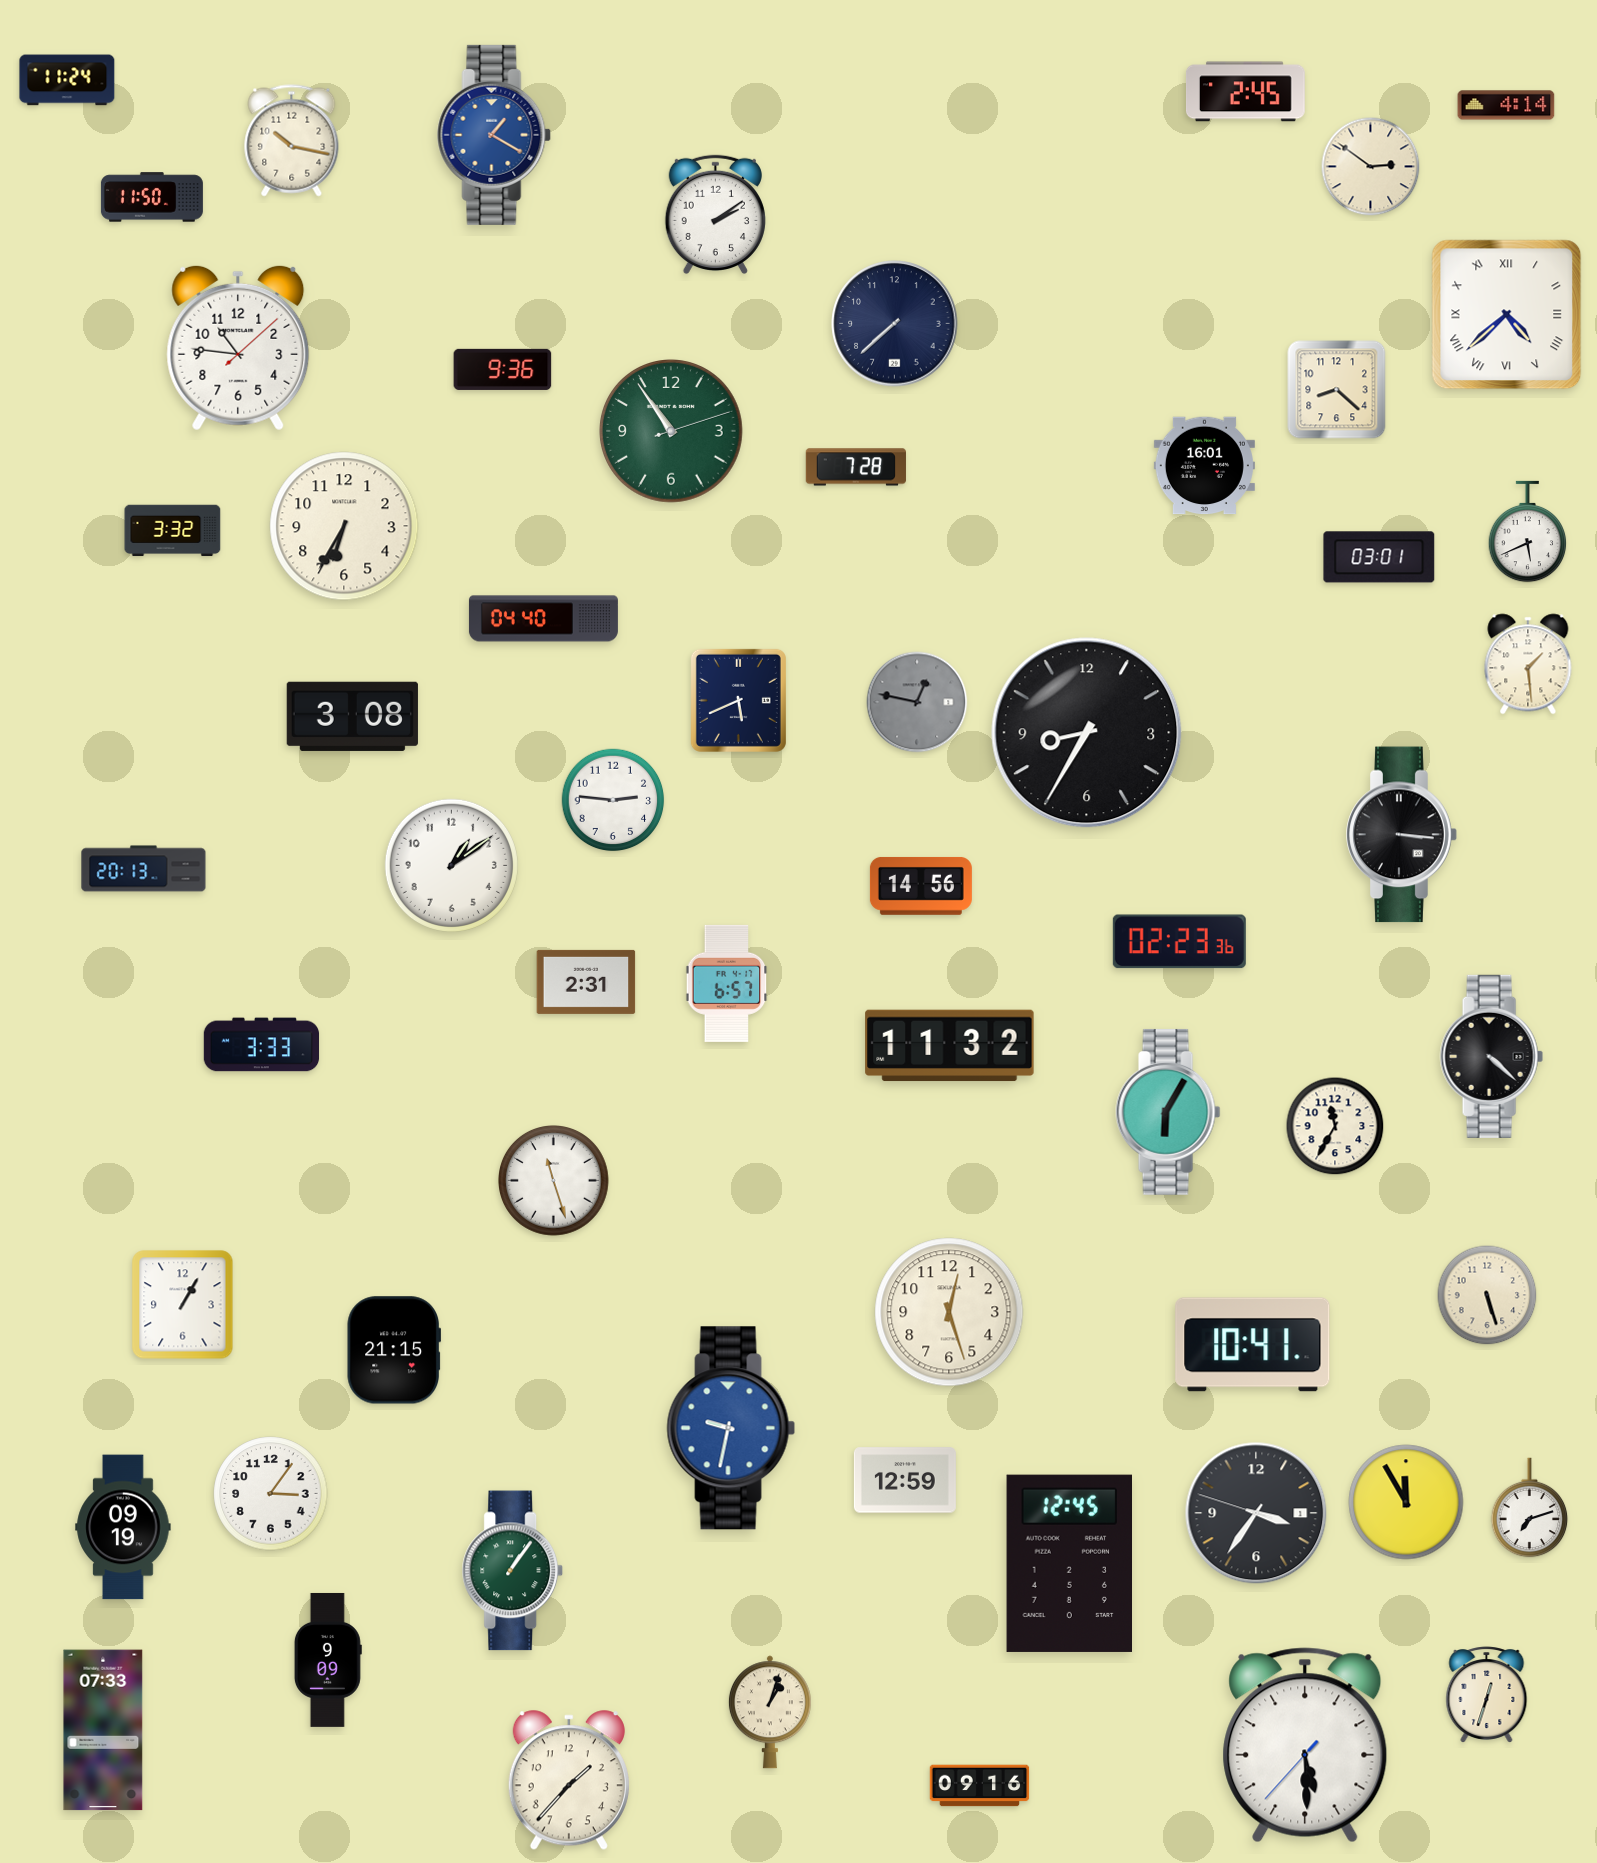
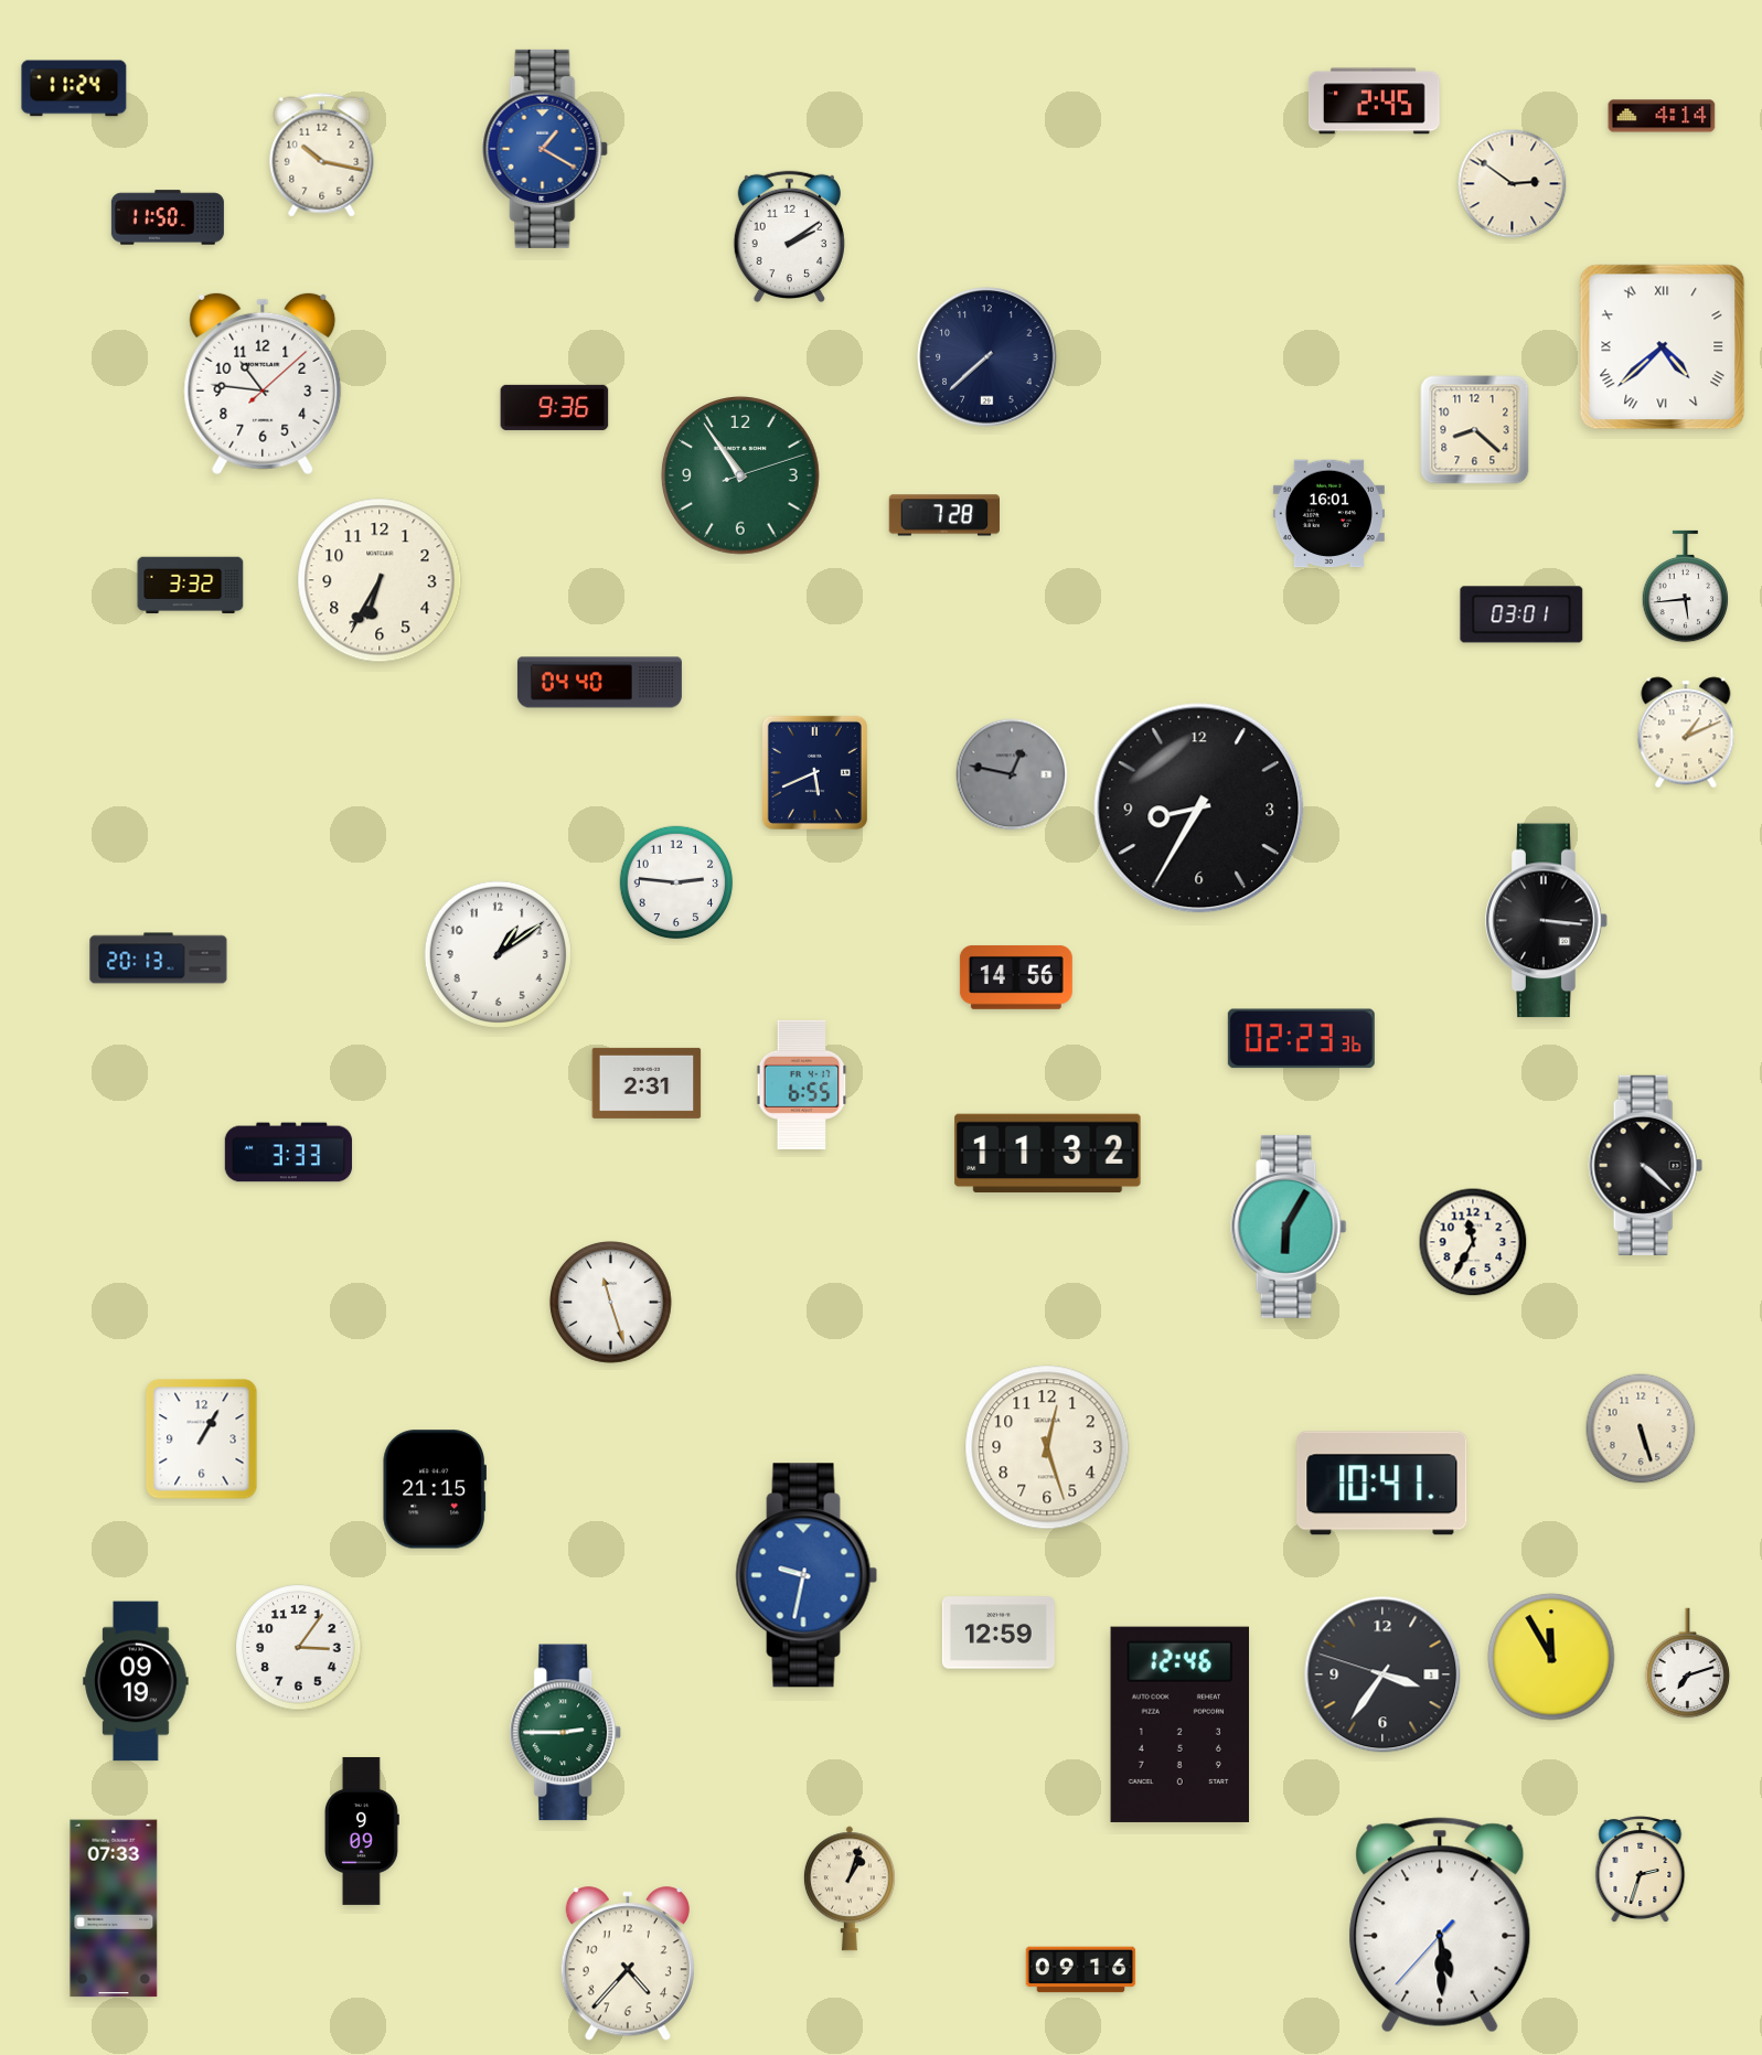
clock at (1528, 532): 5:41 -> 5:44
clock at (1528, 664): 1:29 -> 1:11
clock at (352, 716): 3:08 -> none
clock at (727, 983): 6:57 -> 6:55
clock at (1256, 1513) position: (1256, 1513) -> (1382, 1674)
clock at (123, 1527) position: (123, 1527) -> (136, 1681)
clock at (1069, 1563): 12:45 -> 12:46
clock at (513, 1571): 1:06 -> 2:45
clock at (1487, 1695): 12:33 -> 2:33
clock at (569, 1781): 1:37 -> 4:37
